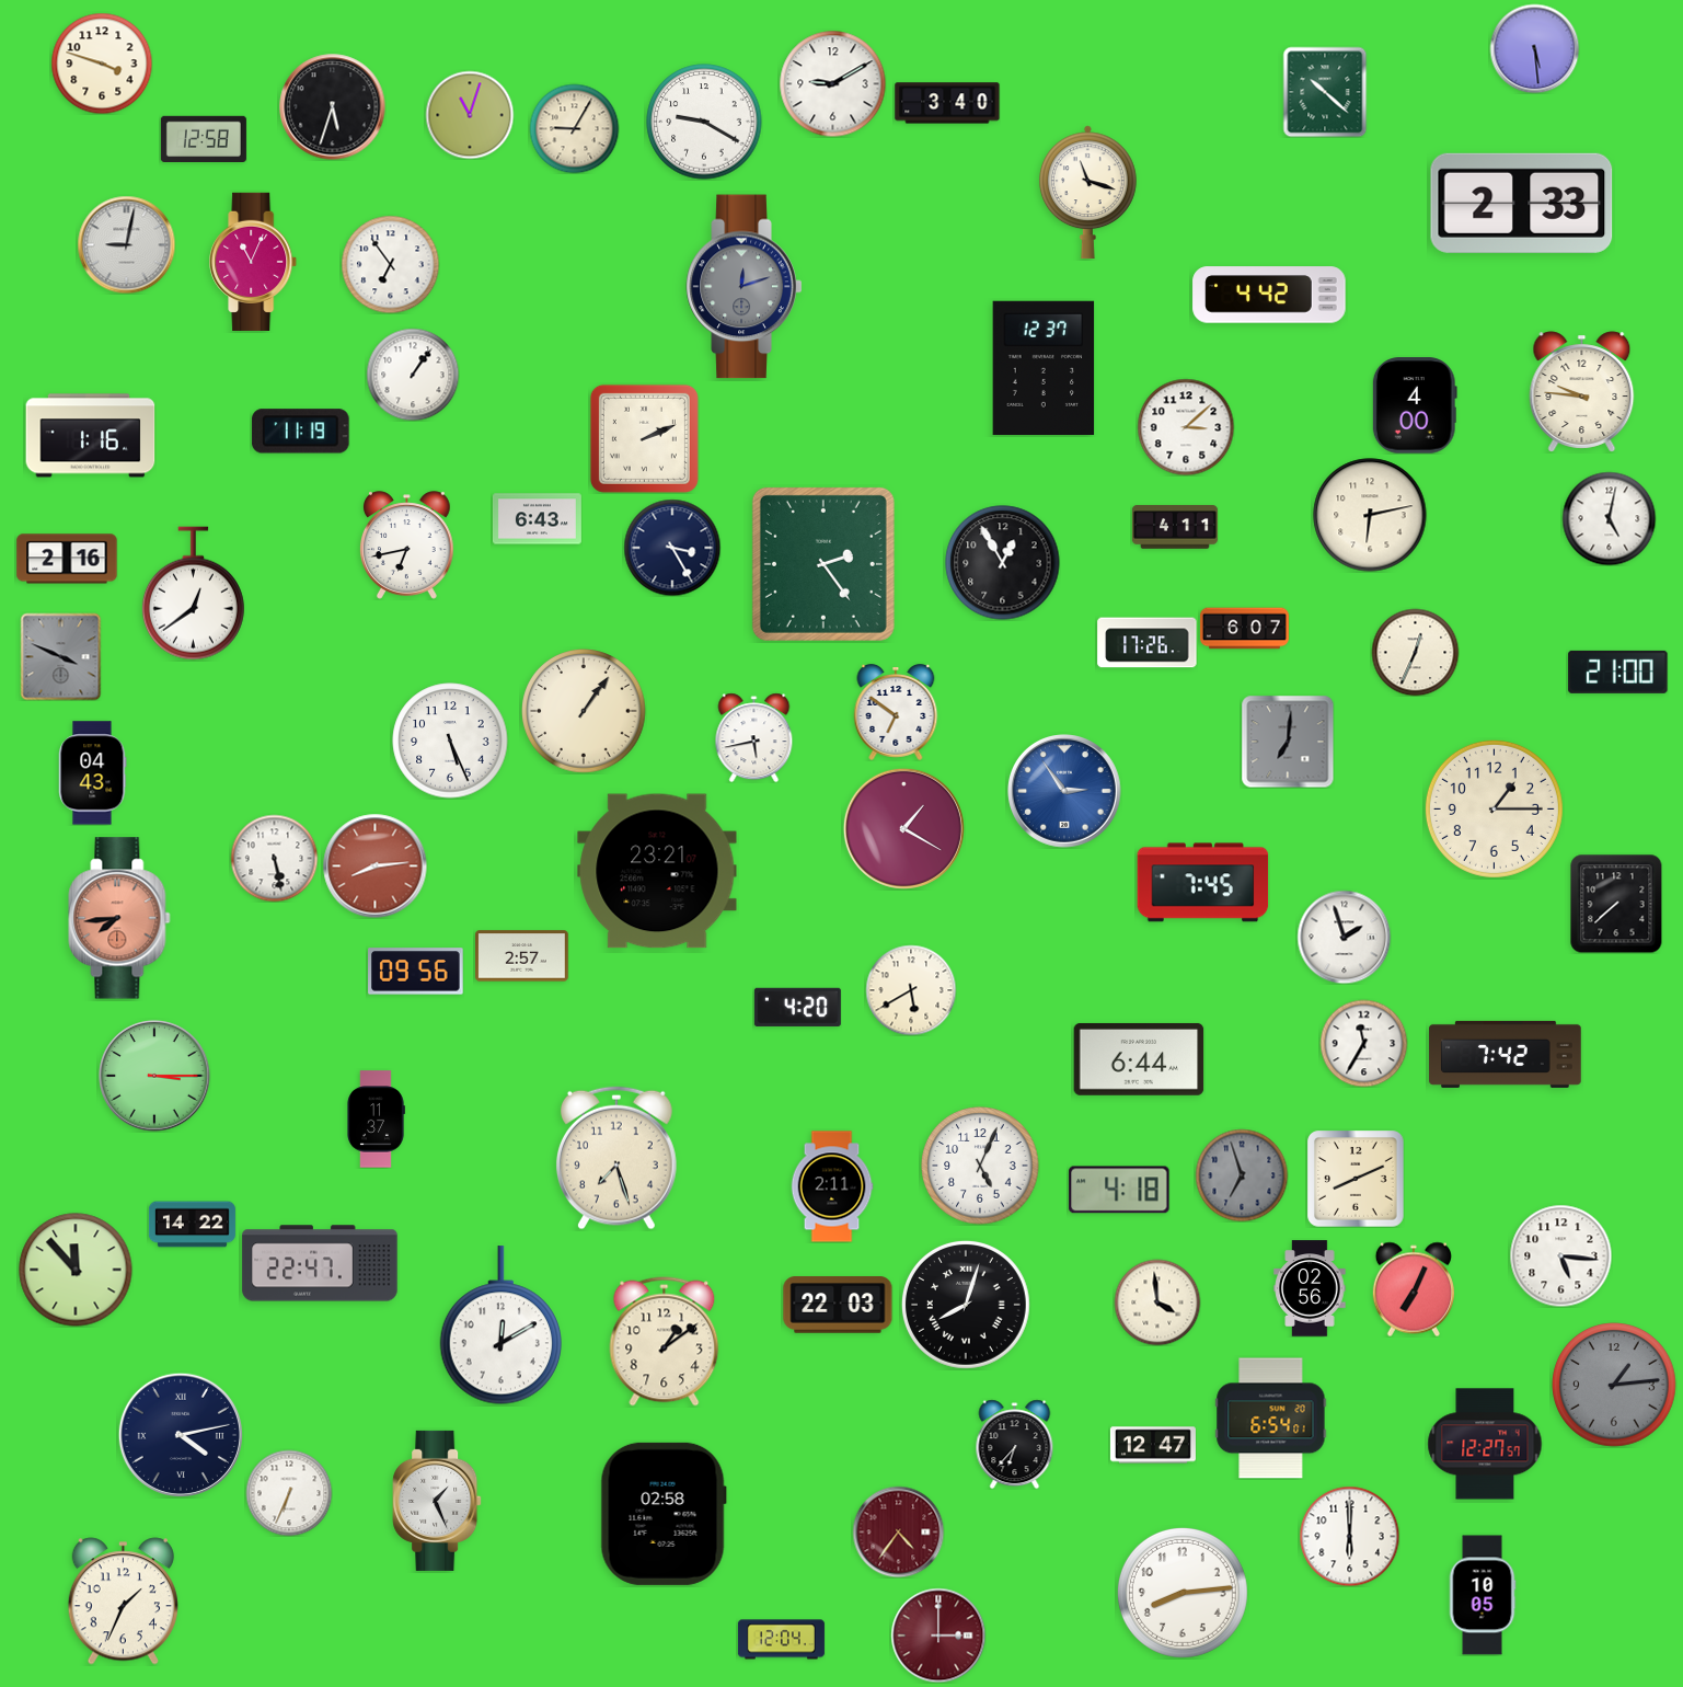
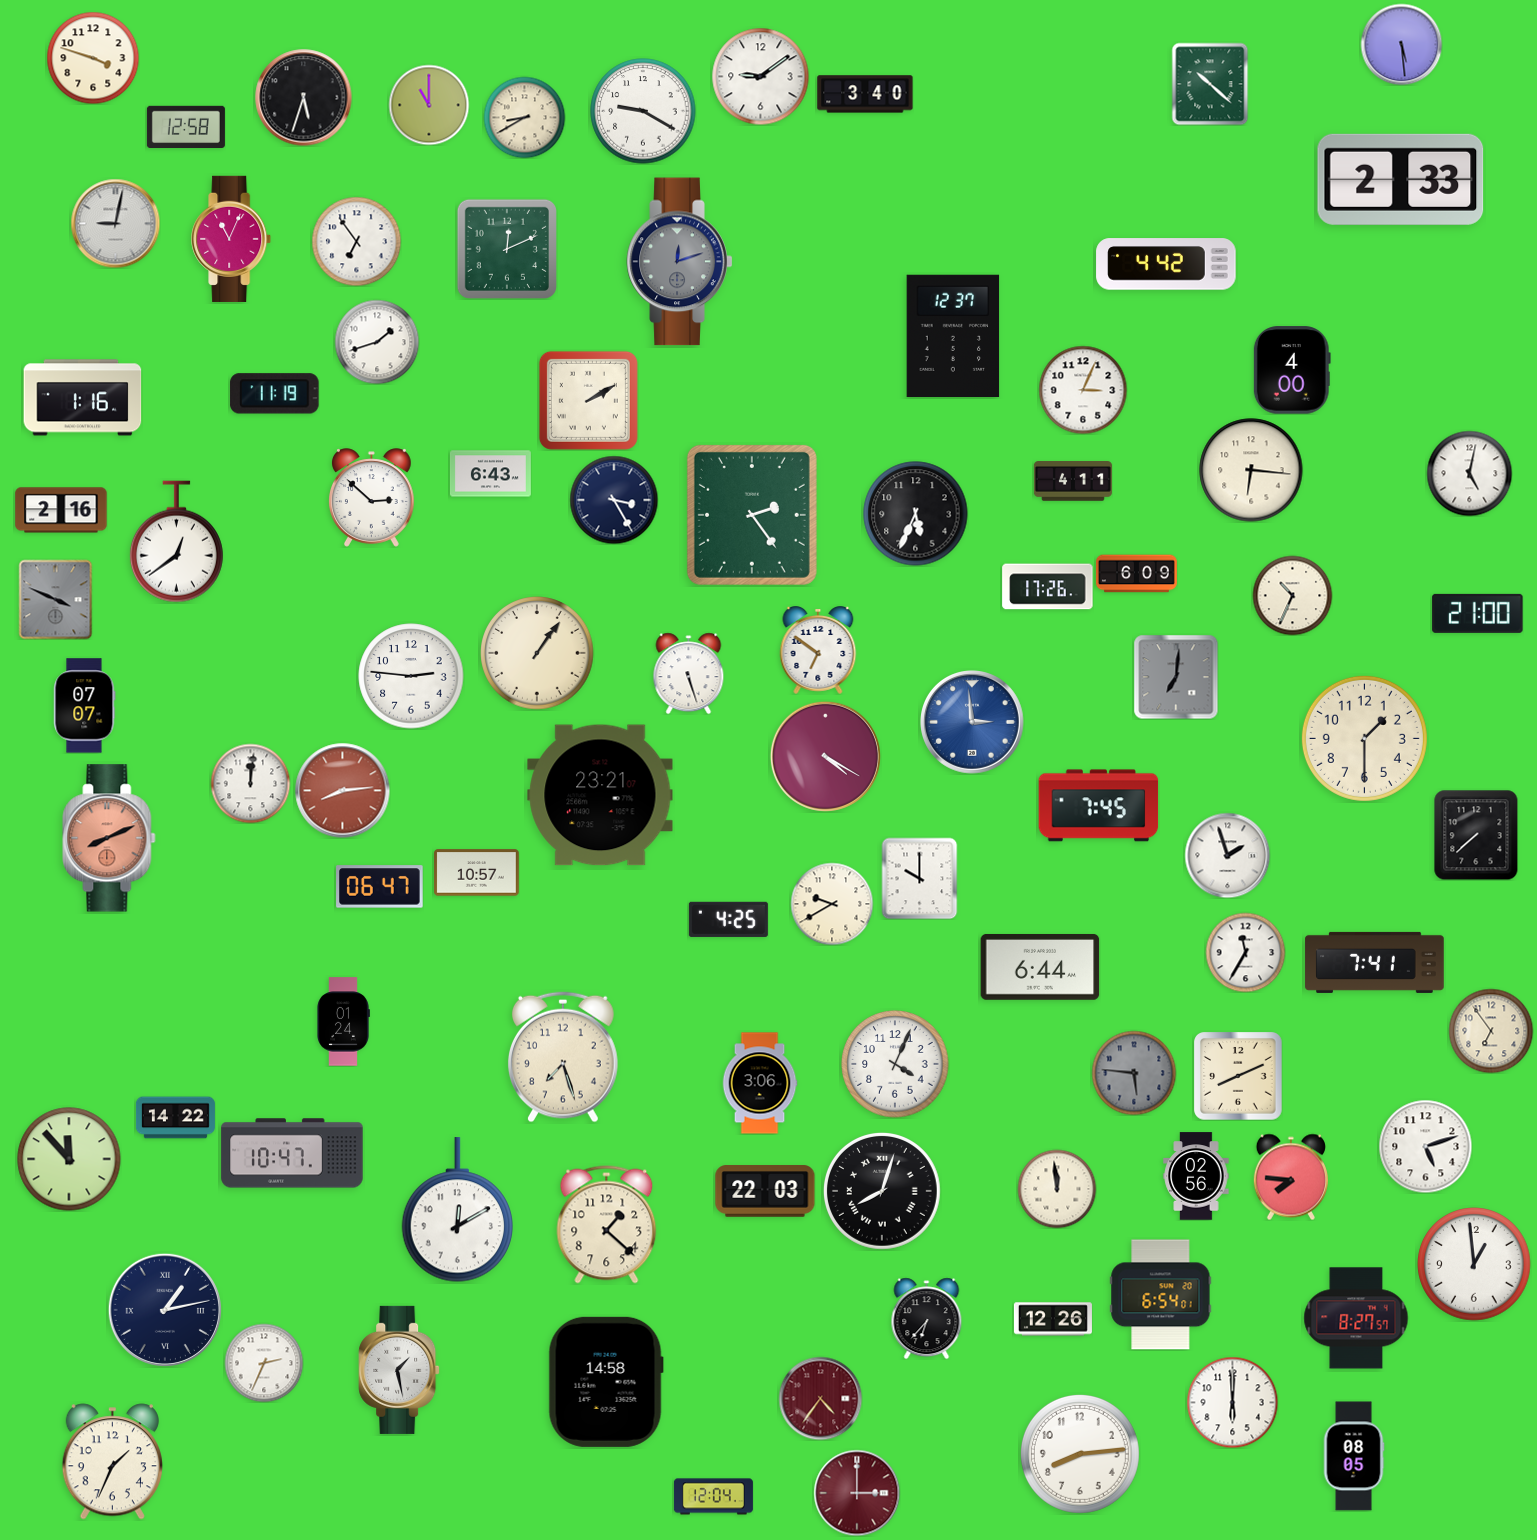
clock at (832, 83): 9:10 -> 9:09
clock at (470, 115): 11:03 -> 11:00
clock at (574, 128): 9:05 -> 8:40
clock at (1087, 193): 11:18 -> none
clock at (1522, 203) position: (1522, 203) -> (1401, 179)
clock at (507, 249): none -> 12:11
clock at (1269, 295) position: (1269, 295) -> (1166, 264)
clock at (413, 375): 1:06 -> 1:42
clock at (1582, 392): 9:46 -> none
clock at (1186, 427): 3:08 -> 3:04
clock at (644, 438): 2:11 -> 2:10
clock at (1370, 515): 6:13 -> 6:16
clock at (407, 546): 6:43 -> 2:52
clock at (1003, 563): 12:55 -> 5:34
clock at (1244, 629): 6:07 -> 6:09
clock at (1415, 652): 12:34 -> 10:34
clock at (584, 711) position: (584, 711) -> (537, 653)
clock at (754, 737): 5:43 -> 5:27
clock at (450, 741): 5:26 -> 2:46
clock at (93, 773): 04:43 -> 07:07
clock at (1065, 792): 2:54 -> 2:59
clock at (1494, 808): 1:15 -> 1:30
clock at (903, 828): 1:20 -> 4:20
clock at (274, 858): 5:28 -> 12:01
clock at (1616, 904) position: (1616, 904) -> (1476, 835)
clock at (119, 918): 7:44 -> 8:11
clock at (522, 956): 2:57 -> 10:57
clock at (920, 878): none -> 10:00
clock at (416, 972): 09:56 -> 06:47
clock at (911, 990): 5:40 -> 9:40
clock at (797, 1007): 4:20 -> 4:25
clock at (1506, 1054): 7:42 -> 7:41
clock at (154, 1076): 3:15 -> none
clock at (376, 1120): 11:37 -> 01:24
clock at (1491, 1031): none -> 6:54
clock at (980, 1166): 5:04 -> 4:04
clock at (1242, 1175): 6:57 -> 5:46
clock at (832, 1186): 2:11 -> 3:06
clock at (1119, 1190): 4:18 -> none
clock at (1560, 1255): 5:16 -> 5:12
clock at (320, 1263): 22:47 -> 10:47
clock at (1414, 1289): 7:04 -> 7:46
clock at (1157, 1302): 3:59 -> 11:59
clock at (665, 1342): 1:09 -> 1:22
clock at (1614, 1385): 1:14 -> 12:59
clock at (1614, 1385) dial: grey -> white
clock at (180, 1434): 4:13 -> 1:13
clock at (1485, 1444): 12:27 -> 8:27
clock at (1153, 1445): 12:47 -> 12:26
clock at (289, 1493): 6:34 -> 2:34
clock at (437, 1501): 1:26 -> 1:28
clock at (664, 1514): 02:58 -> 14:58
clock at (1483, 1595): 10:05 -> 08:05
